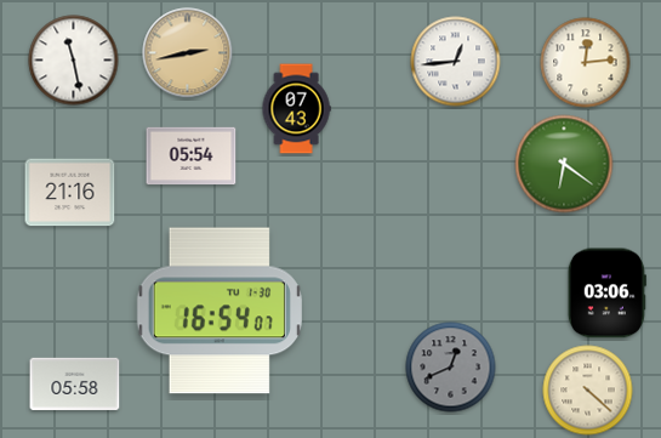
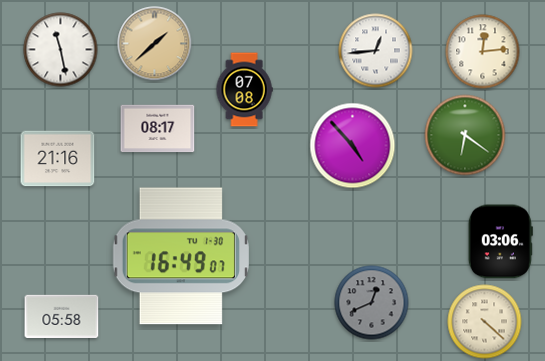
clock at (188, 53): 2:43 -> 1:38
clock at (296, 109): 07:43 -> 07:08
clock at (192, 157): 05:54 -> 08:17
clock at (353, 146): none -> 4:53
clock at (220, 311): 16:54 -> 16:49
